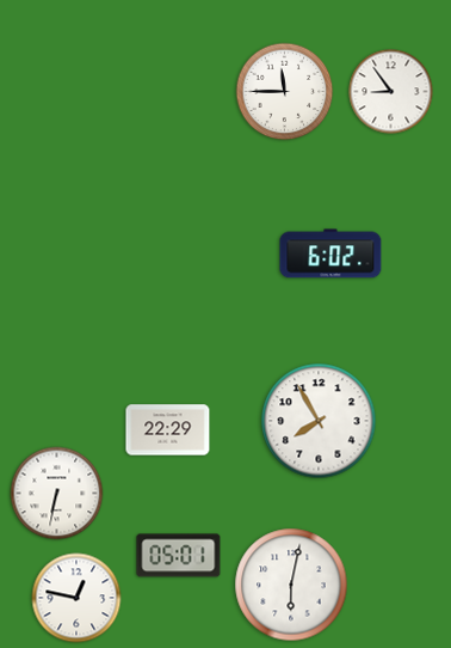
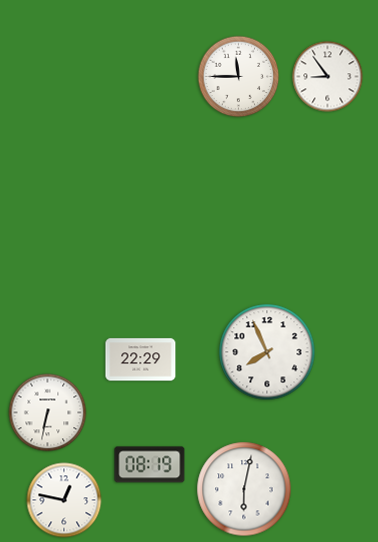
clock at (330, 253): 6:02 -> none
clock at (319, 421): 7:55 -> 7:56
clock at (179, 556): 05:01 -> 08:19
